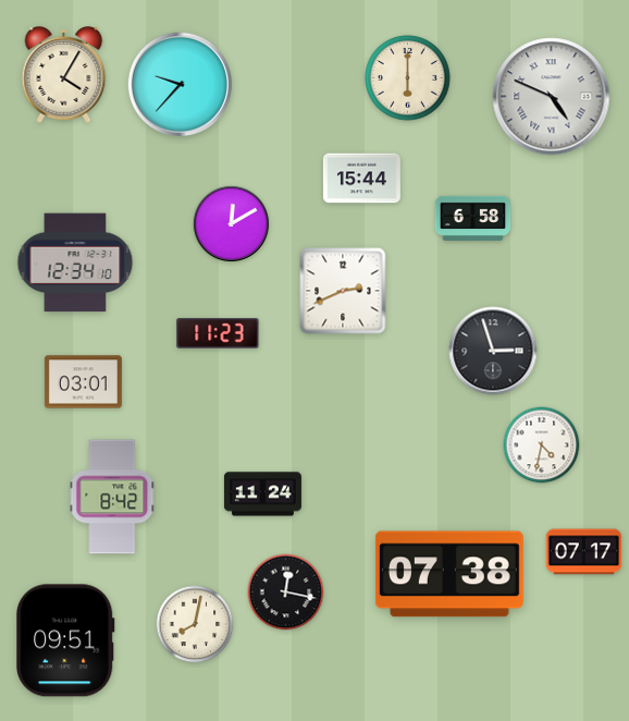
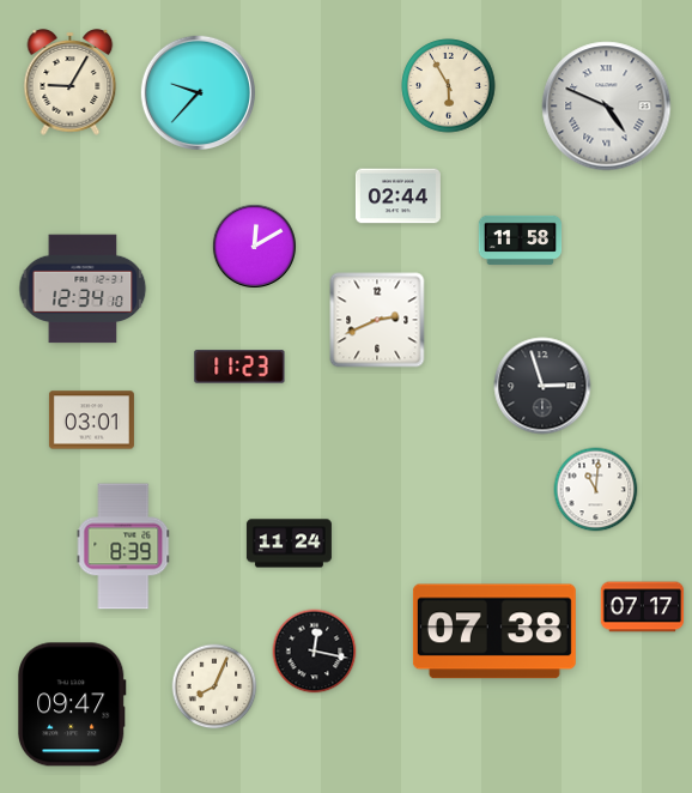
clock at (64, 75): 4:05 -> 9:05
clock at (408, 78): 6:00 -> 5:55
clock at (361, 179): 15:44 -> 02:44
clock at (473, 218): 6:58 -> 11:58
clock at (542, 445): 4:32 -> 11:01
clock at (112, 497): 8:42 -> 8:39
clock at (195, 624): 8:02 -> 8:04
clock at (66, 640): 09:51 -> 09:47
